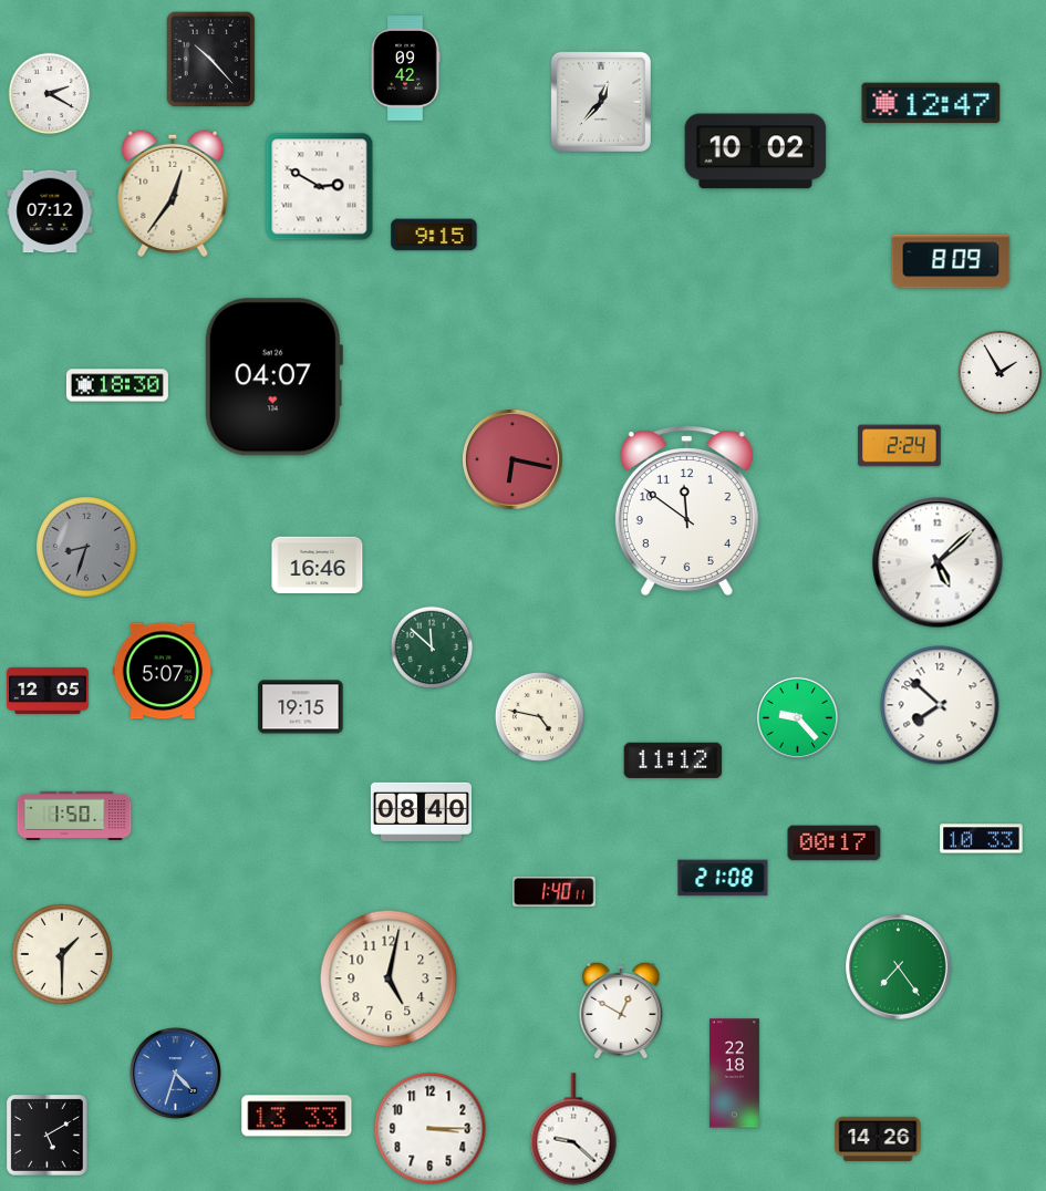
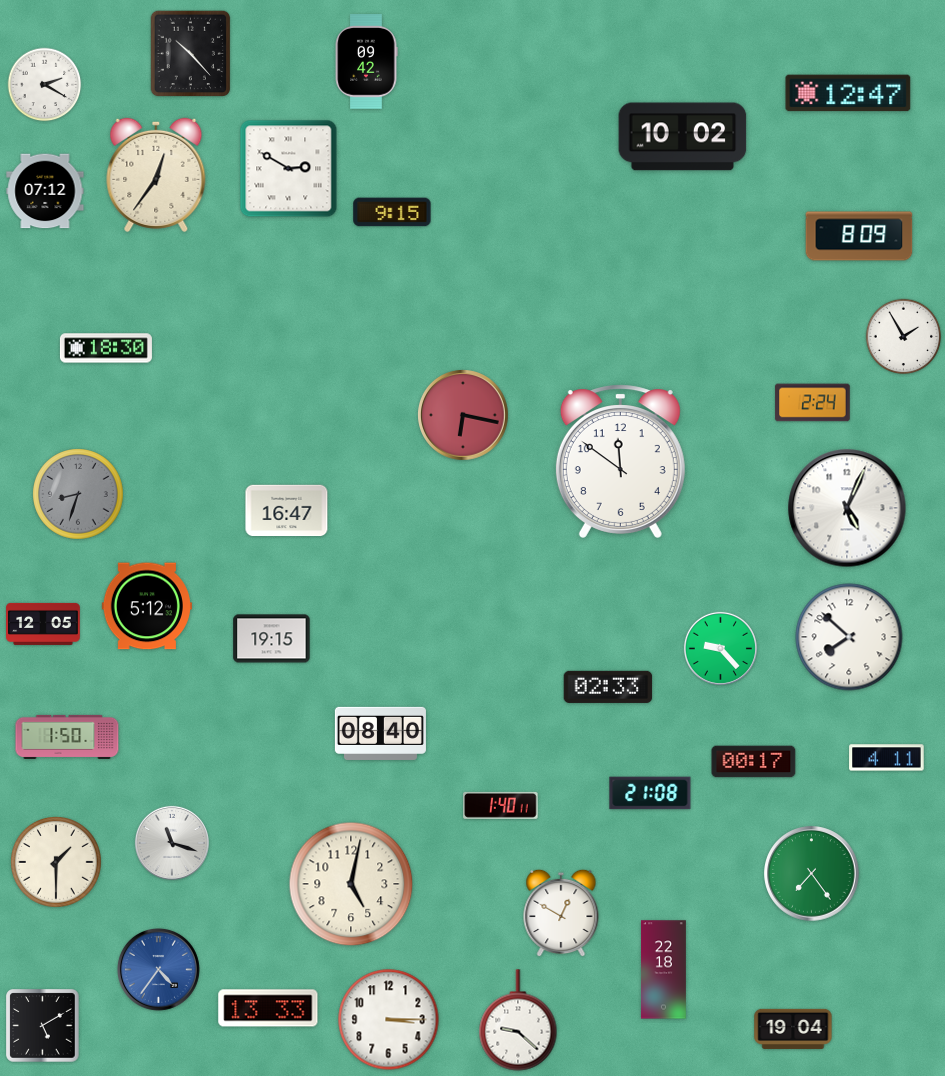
clock at (601, 102): 12:37 -> none
clock at (931, 103) position: (931, 103) -> (848, 93)
clock at (273, 377): 04:07 -> none
clock at (938, 562): 5:08 -> 5:04
clock at (318, 566): 16:46 -> 16:47
clock at (432, 648): 11:52 -> none
clock at (163, 671): 5:07 -> 5:12
clock at (539, 716): 4:47 -> none
clock at (673, 760): 11:12 -> 02:33
clock at (982, 839): 10:33 -> 4:11
clock at (723, 878) position: (723, 878) -> (650, 793)
clock at (172, 843): none -> 11:18
clock at (175, 1073): 4:33 -> 4:36
clock at (878, 1138): 14:26 -> 19:04
